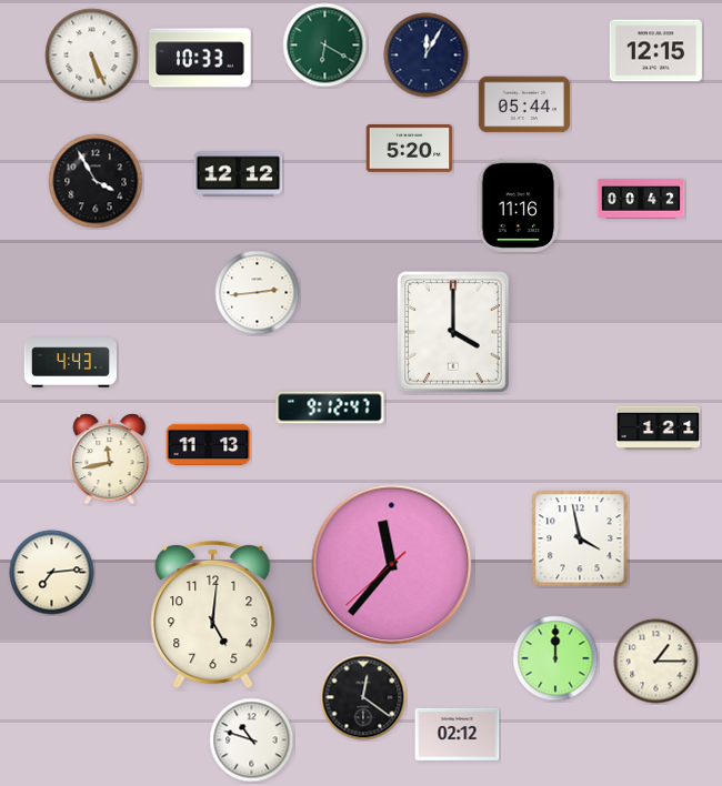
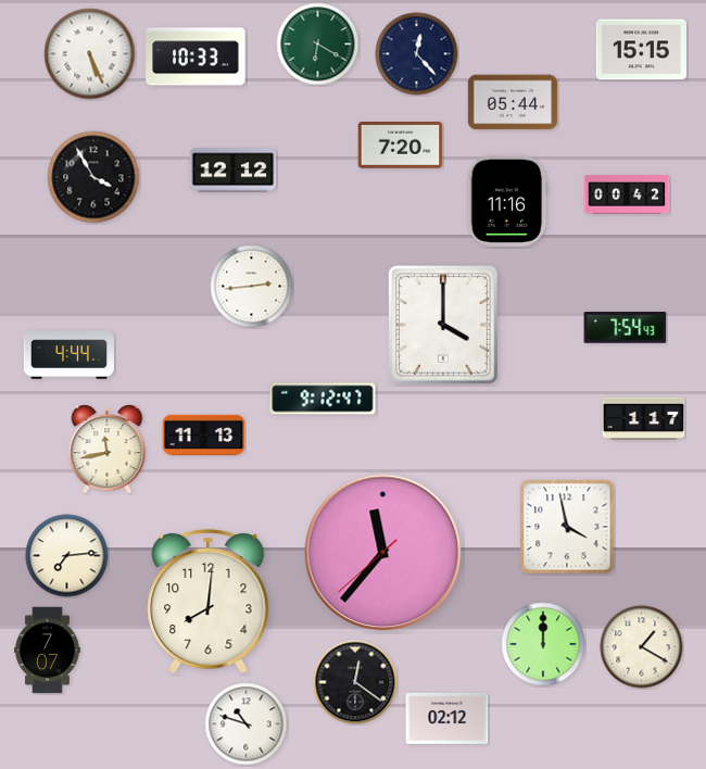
clock at (655, 51): 12:15 -> 15:15
clock at (427, 56): 12:05 -> 12:23
clock at (410, 149): 5:20 -> 7:20
clock at (626, 328): none -> 7:54
clock at (70, 363): 4:43 -> 4:44
clock at (659, 429): 1:21 -> 1:17
clock at (52, 573) position: (52, 573) -> (67, 556)
clock at (213, 615): 5:01 -> 8:01
clock at (656, 662): 1:15 -> 1:20
clock at (48, 651): none -> 7:07
